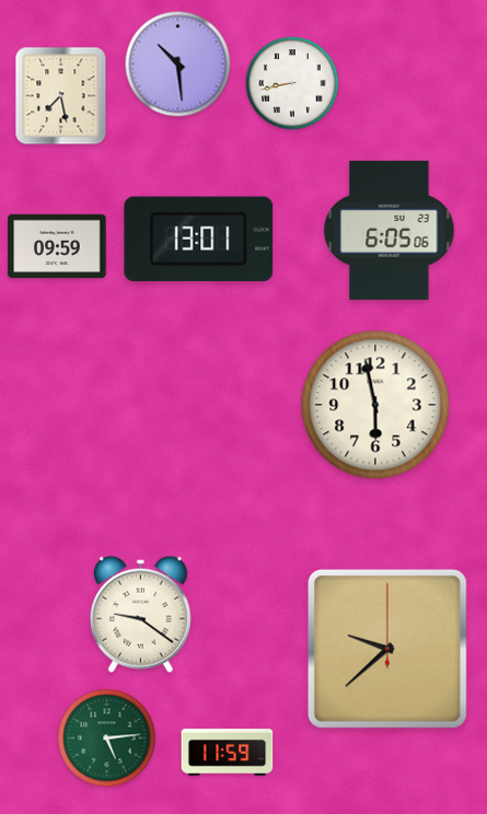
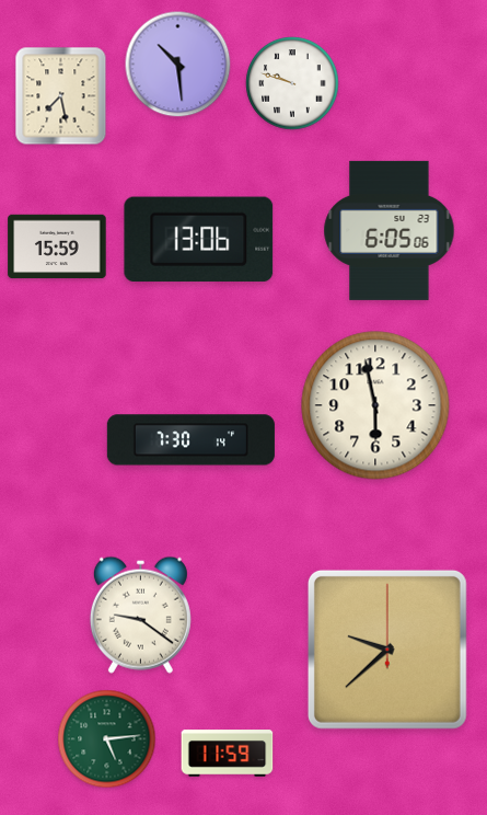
clock at (292, 83): 8:43 -> 9:48
clock at (199, 240): 13:01 -> 13:06
clock at (57, 246): 09:59 -> 15:59
clock at (190, 440): none -> 7:30
